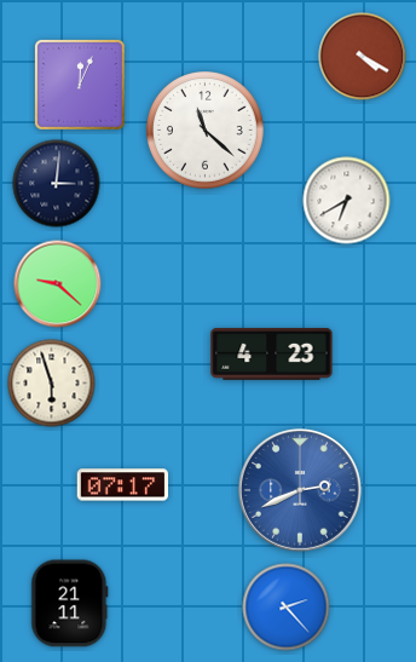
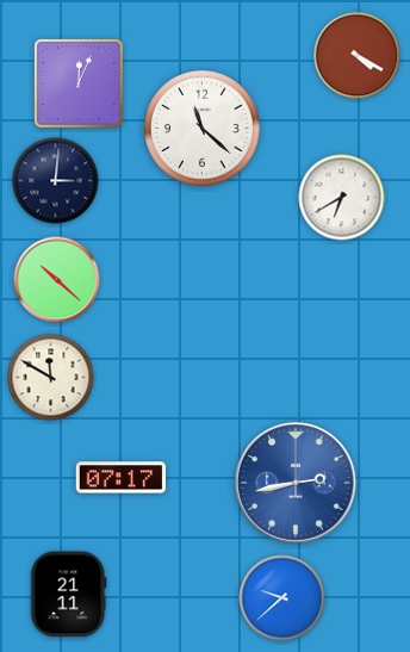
clock at (58, 284): 9:22 -> 10:22
clock at (272, 355): 4:23 -> none
clock at (52, 384): 5:57 -> 11:50
clock at (300, 490): 2:41 -> 2:43
clock at (287, 608): 2:23 -> 9:38
